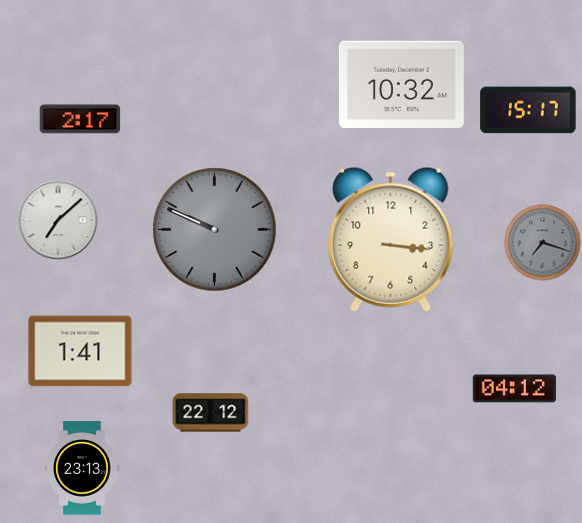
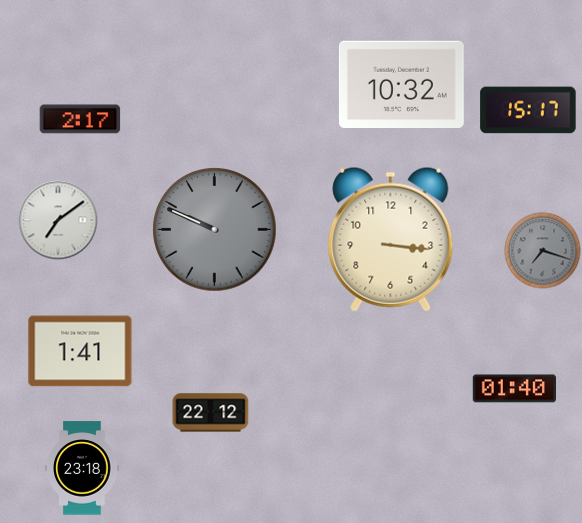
clock at (58, 220): 7:08 -> 7:09
clock at (543, 243) position: (543, 243) -> (543, 251)
clock at (515, 389): 04:12 -> 01:40
clock at (82, 468): 23:13 -> 23:18
